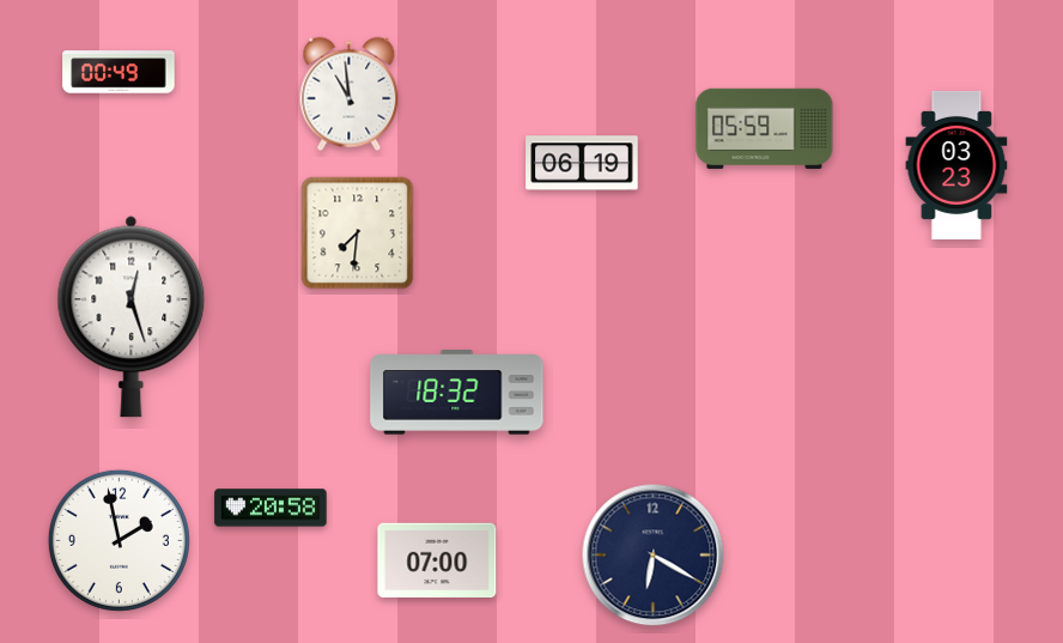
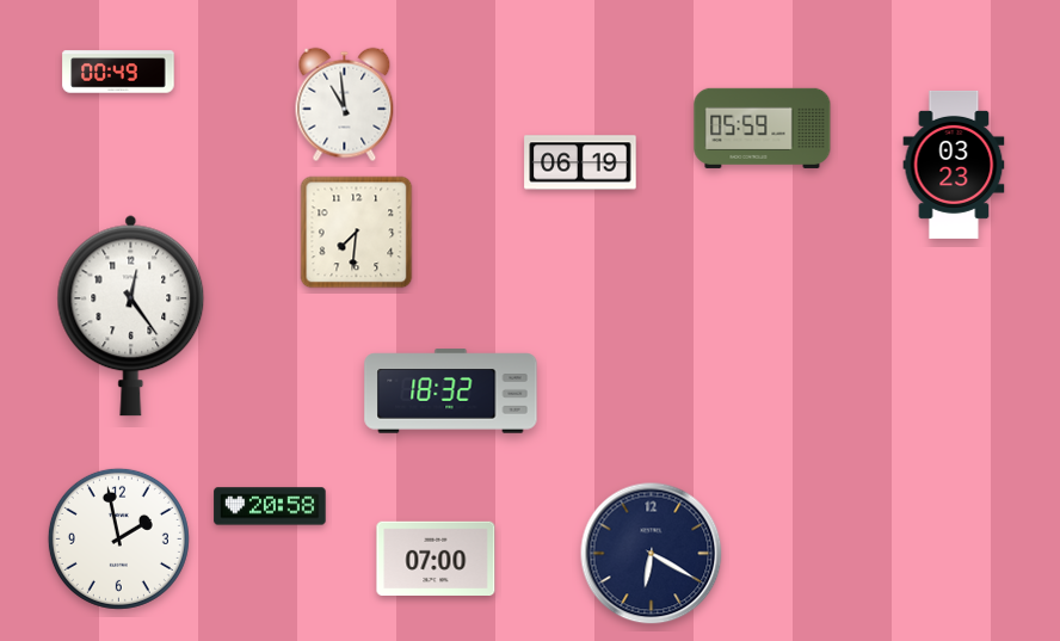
clock at (350, 95) position: (350, 95) -> (345, 105)
clock at (132, 316): 12:27 -> 12:24
clock at (457, 393) position: (457, 393) -> (451, 392)
